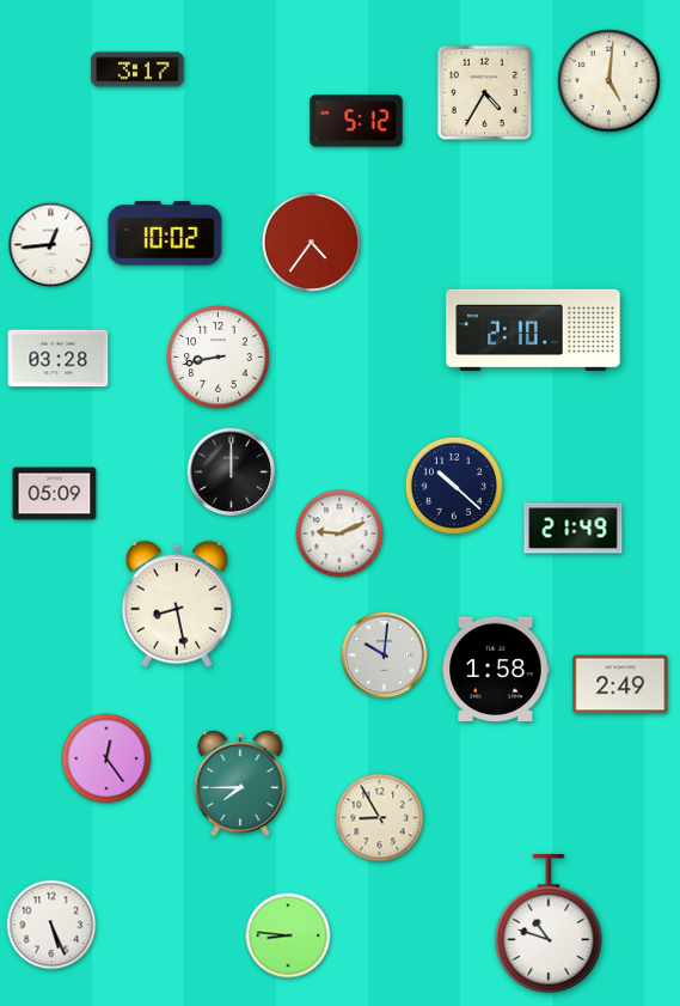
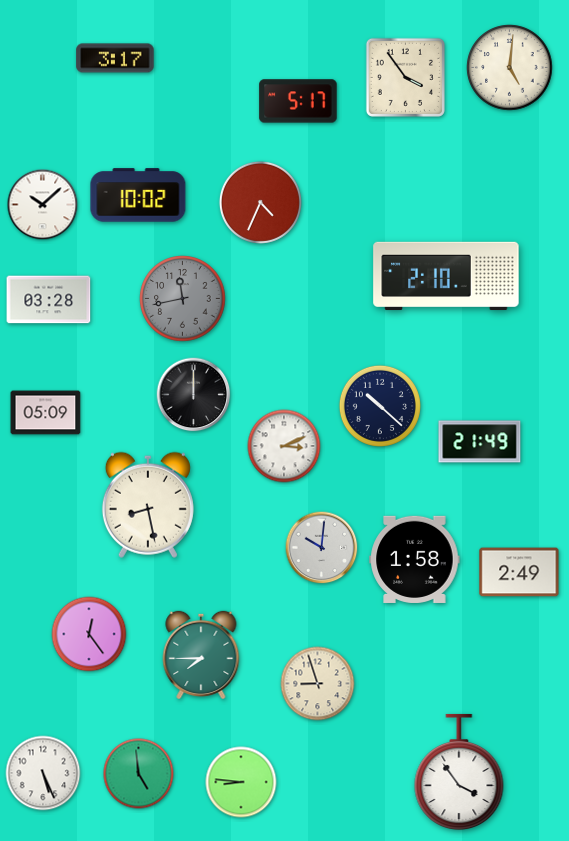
clock at (484, 92): 4:35 -> 3:54
clock at (356, 121): 5:12 -> 5:17
clock at (311, 242): 4:36 -> 4:34
clock at (51, 245): 12:44 -> 10:08
clock at (219, 358): 8:43 -> 11:43
clock at (219, 358) dial: white -> grey
clock at (339, 534): 9:11 -> 3:11
clock at (380, 818): 8:55 -> 8:57
clock at (549, 923): 10:48 -> 3:54
clock at (139, 774): none -> 4:59
